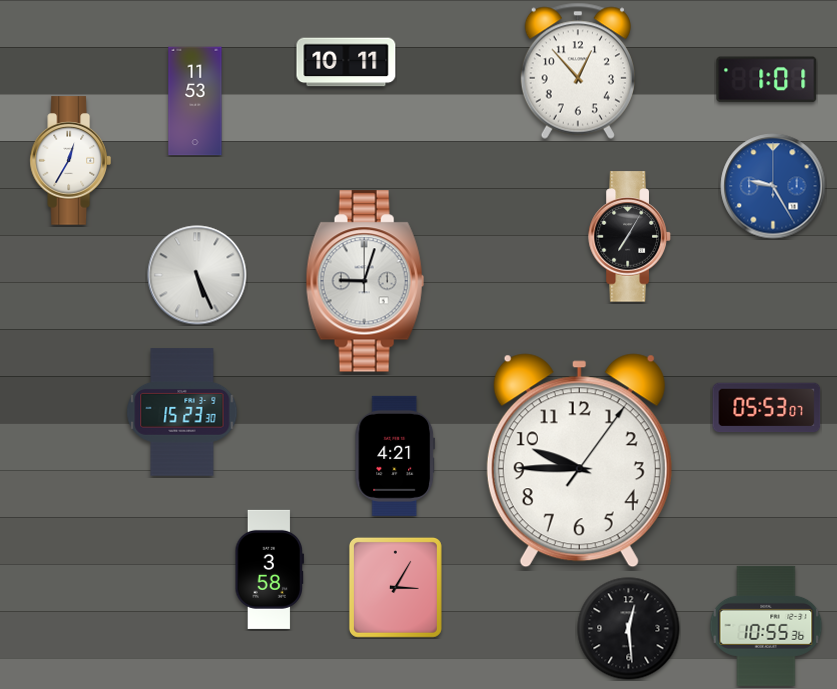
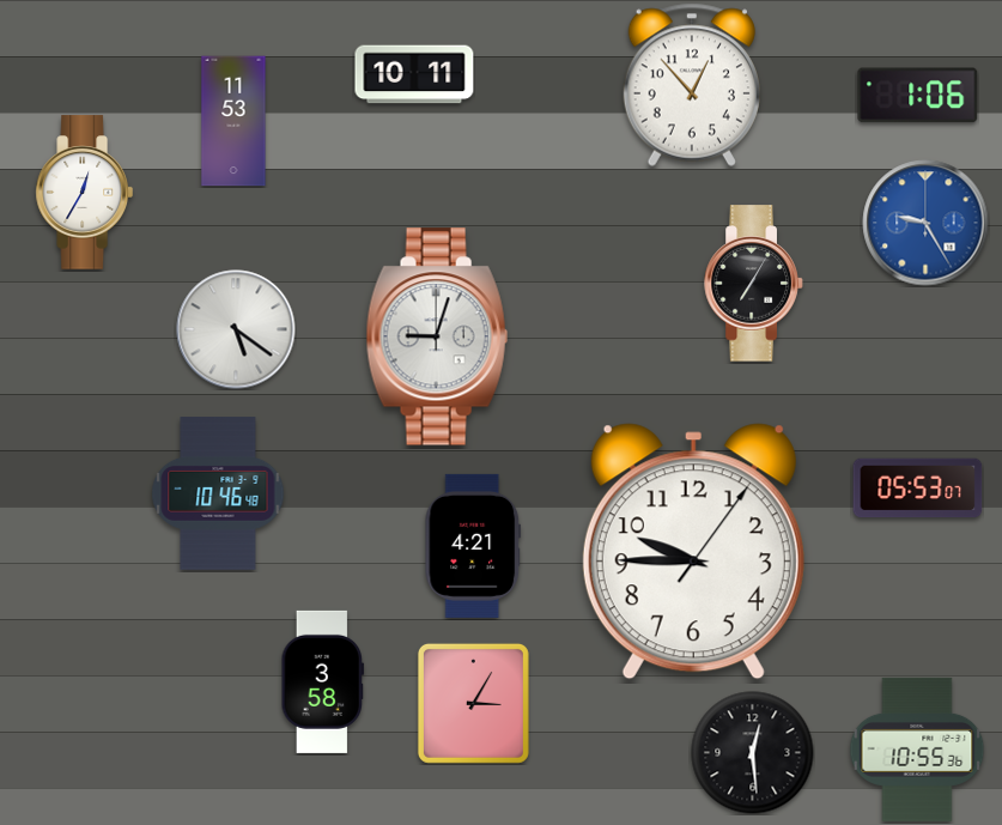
clock at (767, 80): 1:01 -> 1:06
clock at (197, 275): 5:26 -> 5:21
clock at (182, 412): 15:23 -> 10:46
